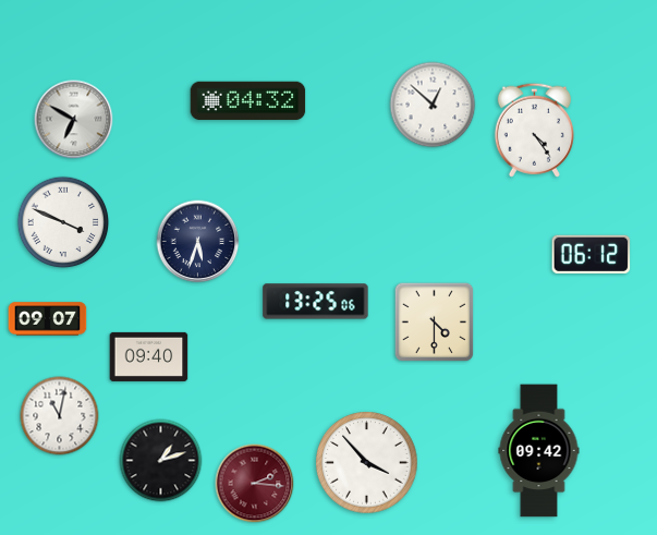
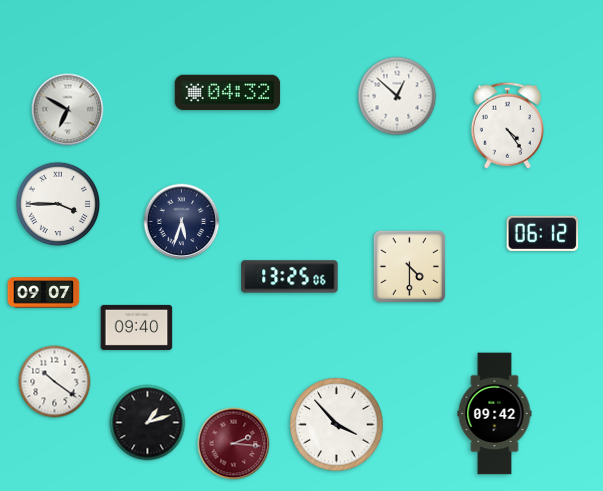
clock at (534, 130) position: (534, 130) -> (507, 125)
clock at (63, 222): 3:49 -> 3:45
clock at (435, 323) position: (435, 323) -> (410, 267)
clock at (60, 416): 11:02 -> 10:21
